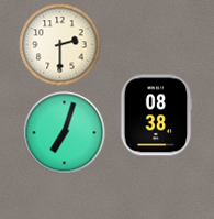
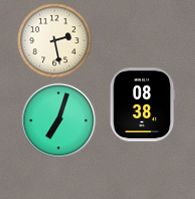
clock at (60, 45): 2:30 -> 2:28
